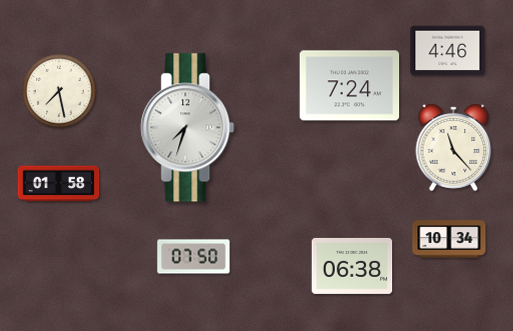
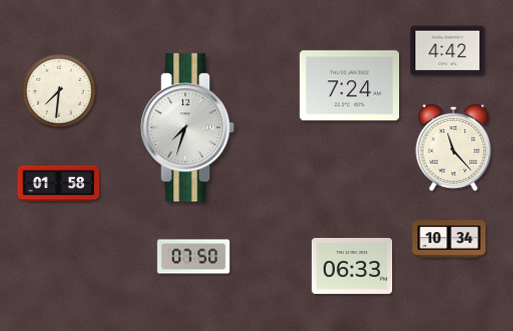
clock at (448, 51): 4:46 -> 4:42
clock at (59, 91): 7:28 -> 7:31
clock at (352, 266): 06:38 -> 06:33
